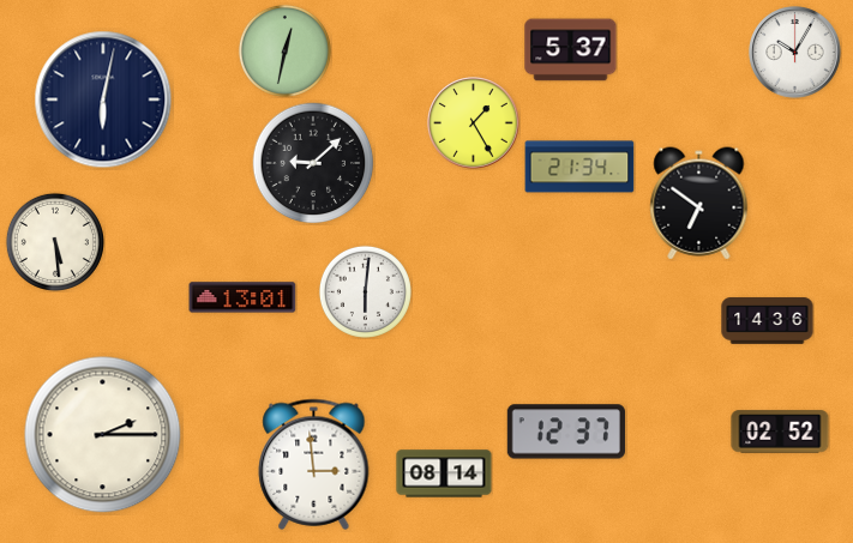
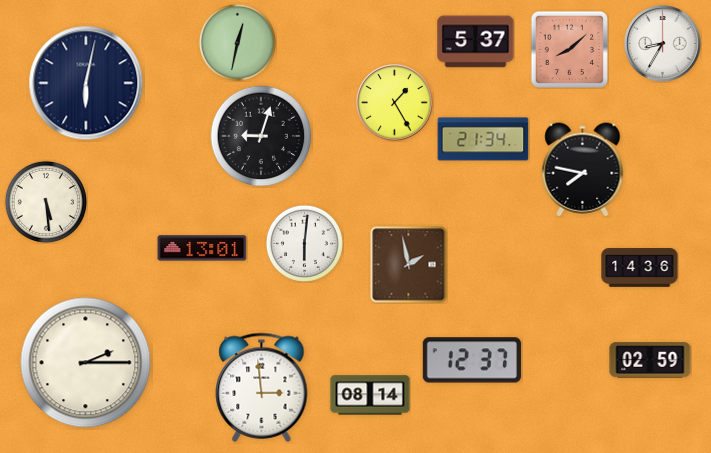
clock at (795, 53): 10:05 -> 8:35
clock at (569, 49): none -> 8:08
clock at (313, 163): 9:08 -> 9:03
clock at (699, 204): 6:51 -> 7:47
clock at (409, 265): none -> 1:58
clock at (780, 432): 02:52 -> 02:59
